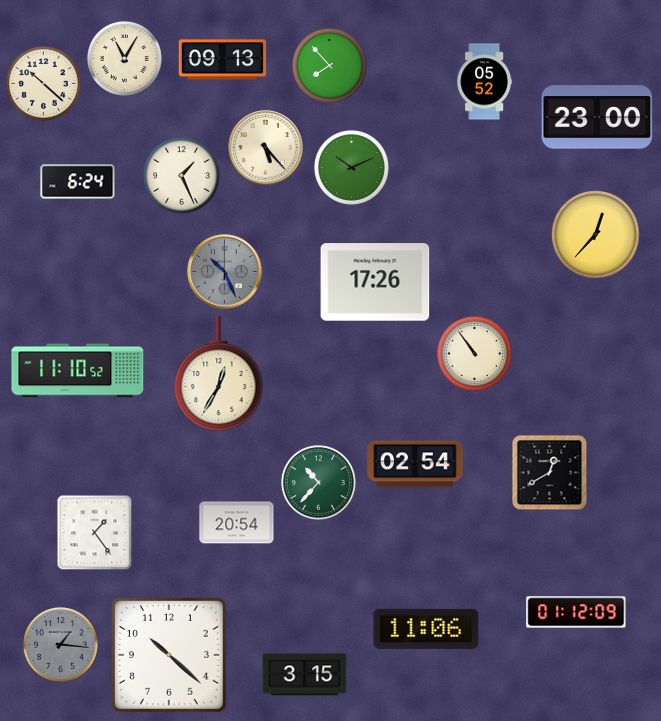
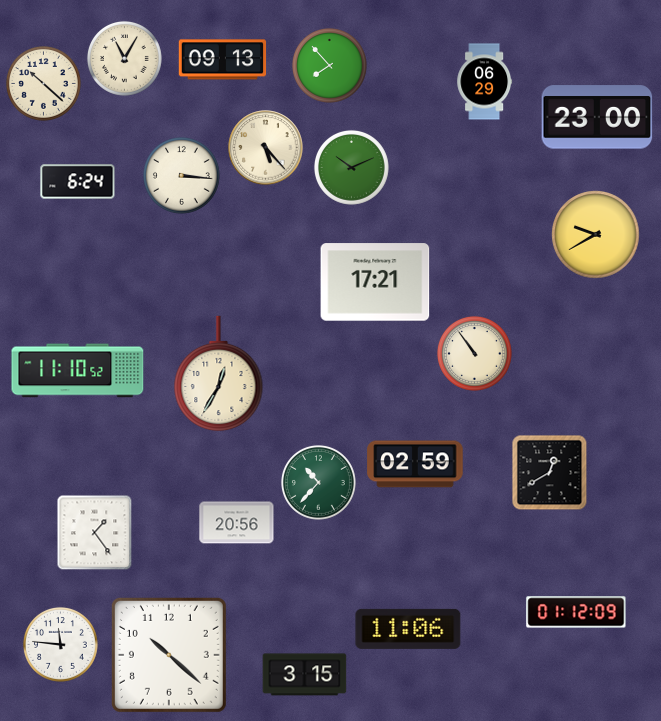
clock at (485, 82): 05:52 -> 06:29
clock at (182, 176): 1:26 -> 3:16
clock at (596, 235): 12:37 -> 9:40
clock at (225, 272): 10:26 -> none
clock at (375, 282): 17:26 -> 17:21
clock at (415, 464): 02:54 -> 02:59
clock at (237, 523): 20:54 -> 20:56
clock at (426, 629) position: (426, 629) -> (408, 629)
clock at (61, 645): 1:16 -> 11:46
clock at (61, 645) dial: grey -> white
